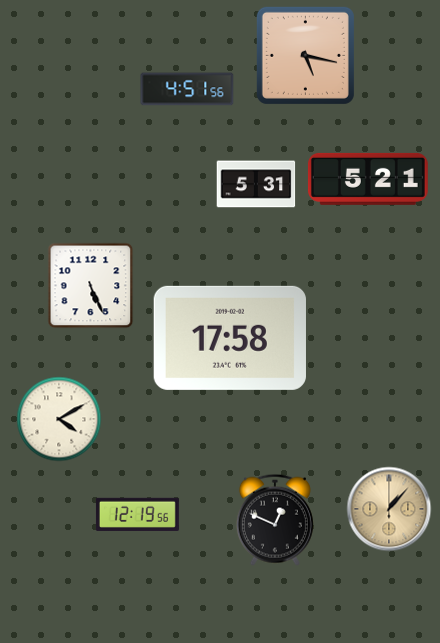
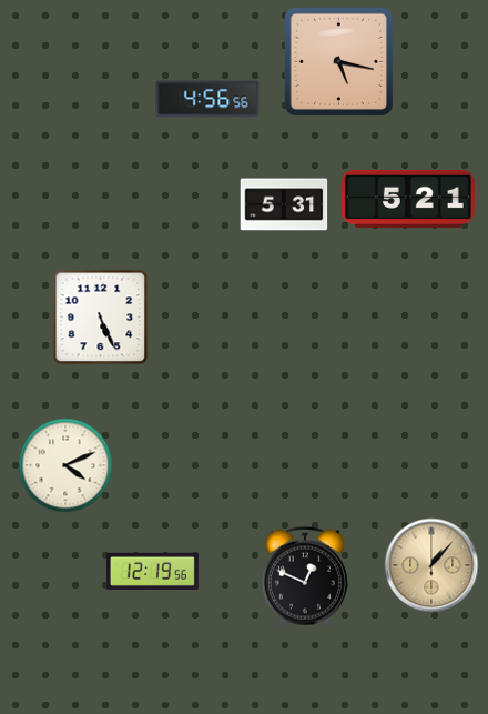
clock at (187, 89): 4:51 -> 4:56
clock at (230, 338): 17:58 -> none
clock at (59, 419): 4:10 -> 4:11
